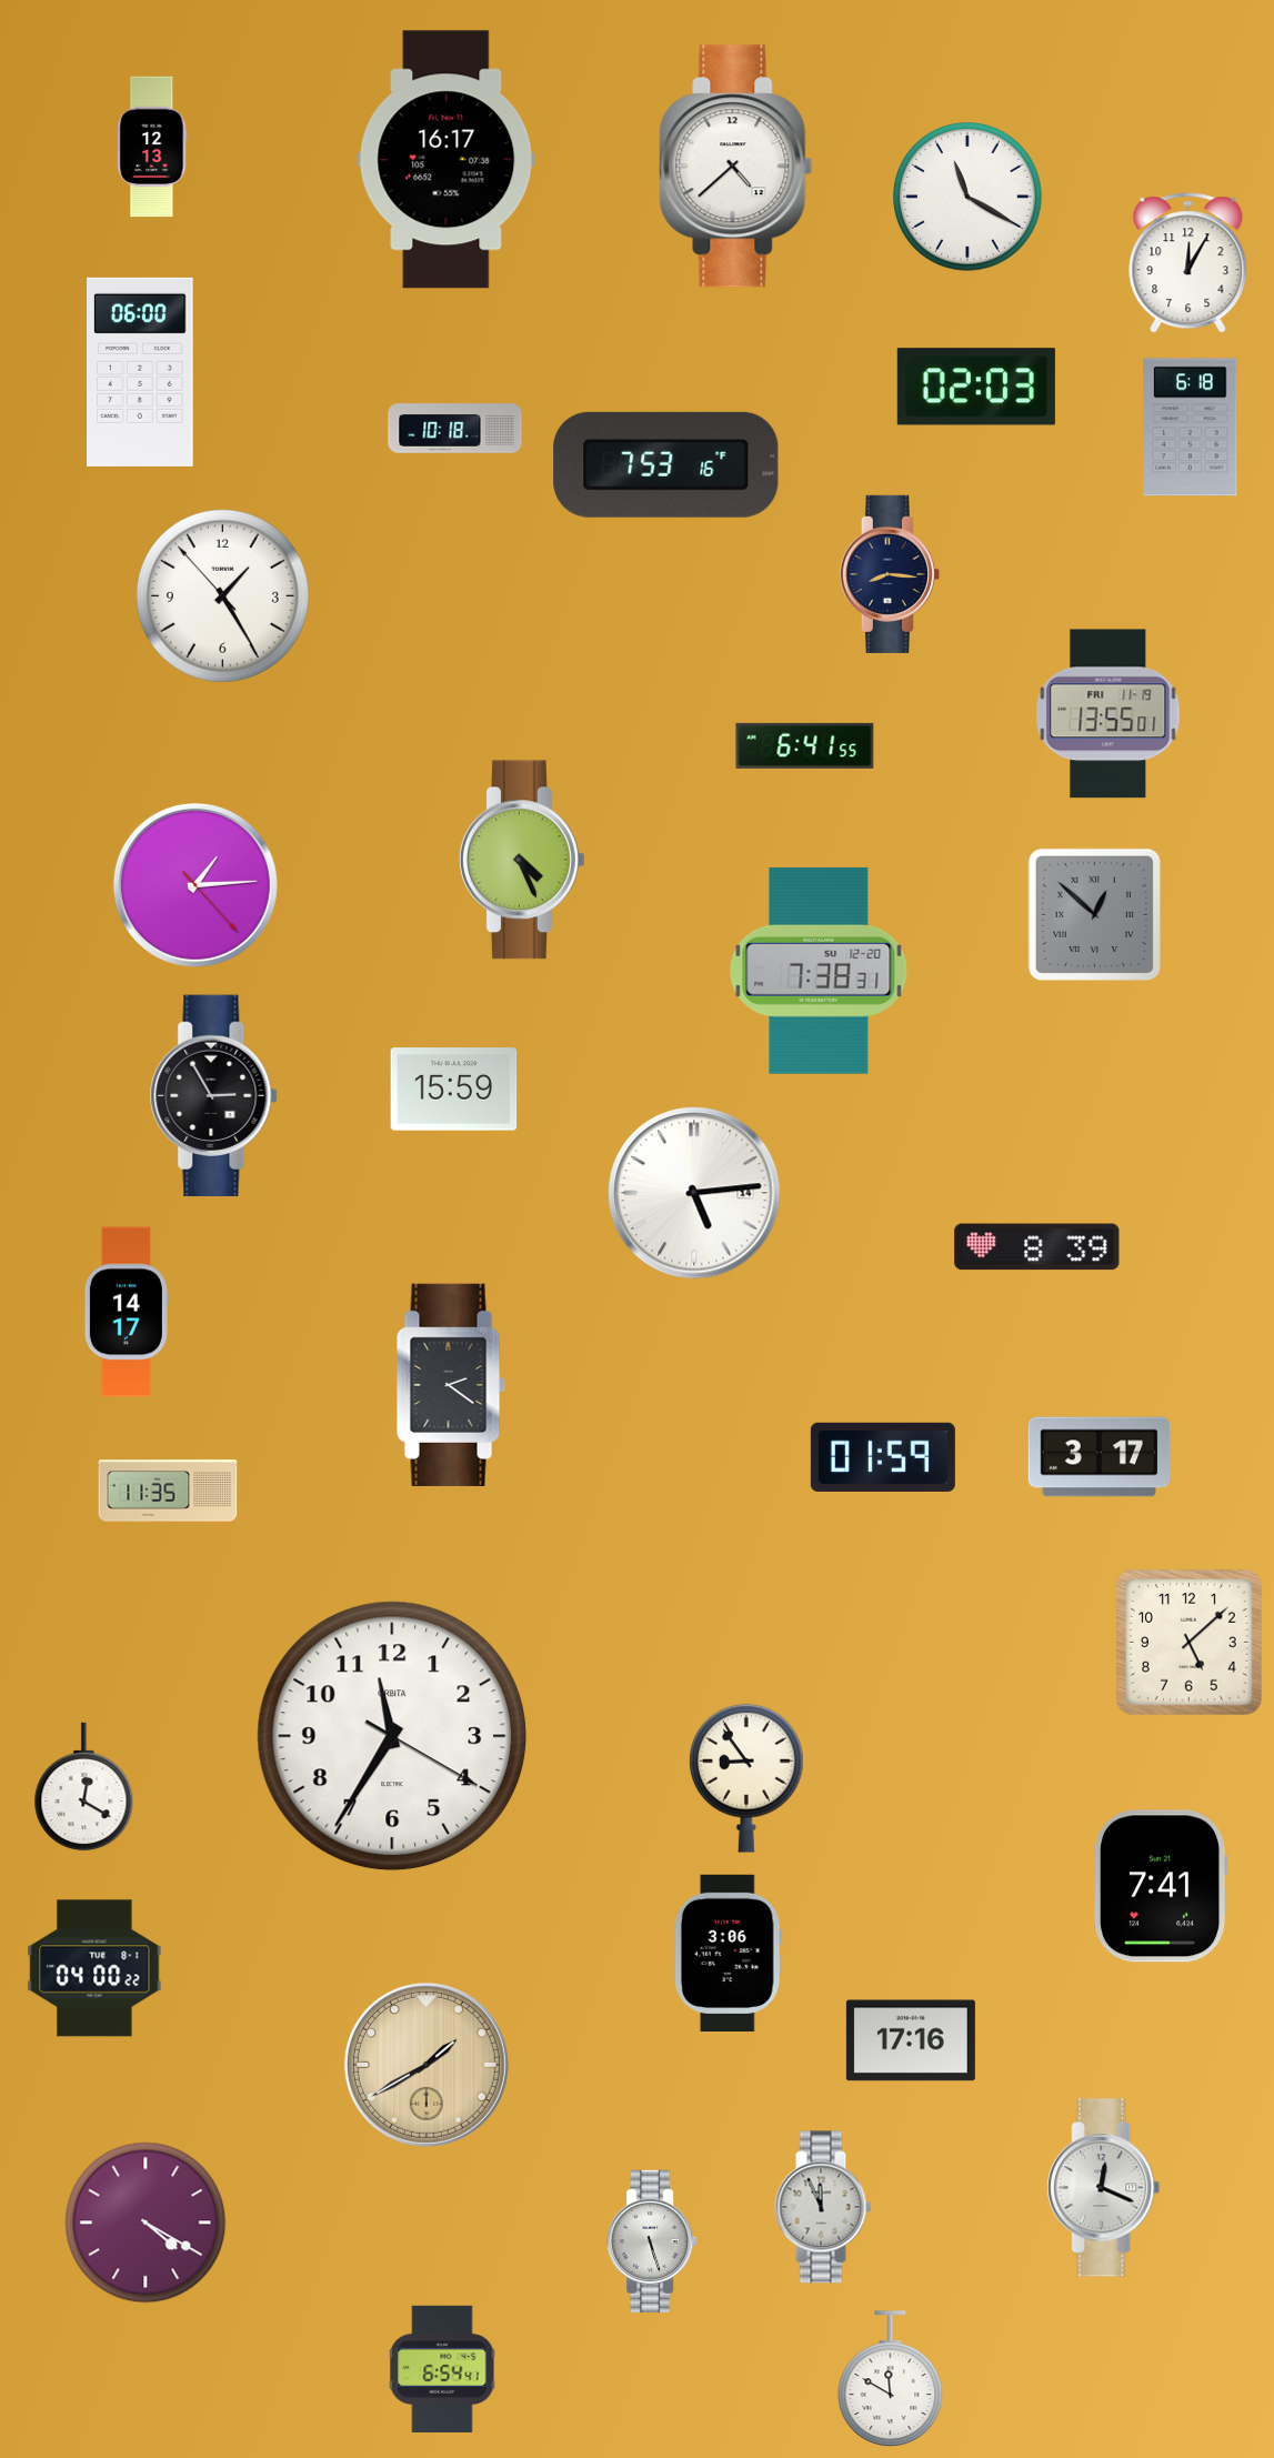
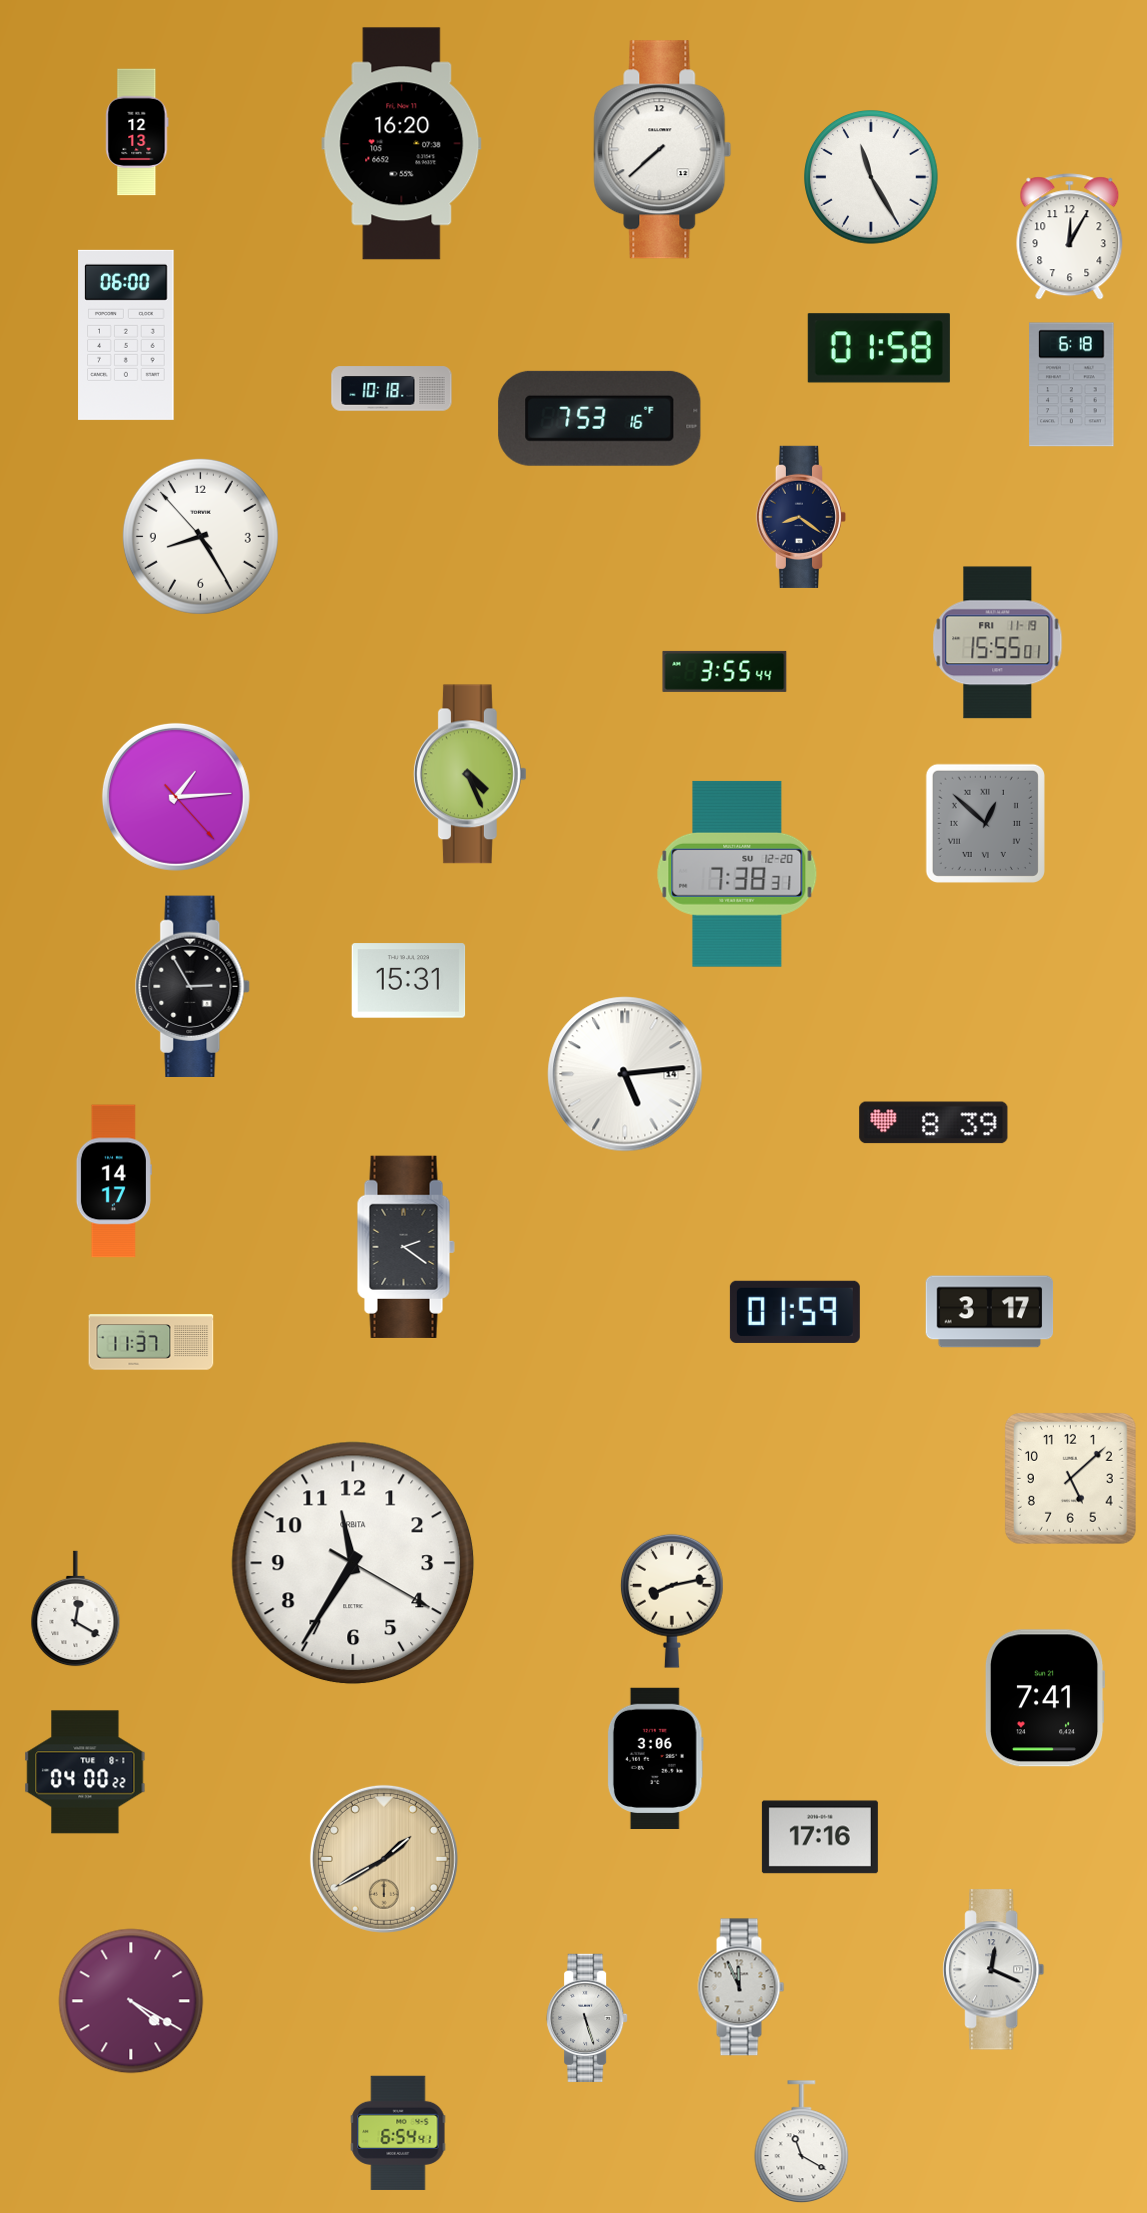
clock at (447, 160): 16:17 -> 16:20
clock at (736, 167): 4:38 -> 7:38
clock at (969, 198): 11:20 -> 11:25
clock at (976, 387): 02:03 -> 01:58
clock at (455, 429) position: (455, 429) -> (392, 389)
clock at (890, 574): 8:16 -> 8:21
clock at (222, 595): 1:24 -> 8:24
clock at (1109, 714): 13:55 -> 15:55
clock at (805, 745): 6:41 -> 3:55
clock at (454, 1090): 15:59 -> 15:31
clock at (168, 1491): 11:35 -> 11:37
clock at (746, 1778): 8:54 -> 8:13
clock at (891, 2379): 11:50 -> 11:20
